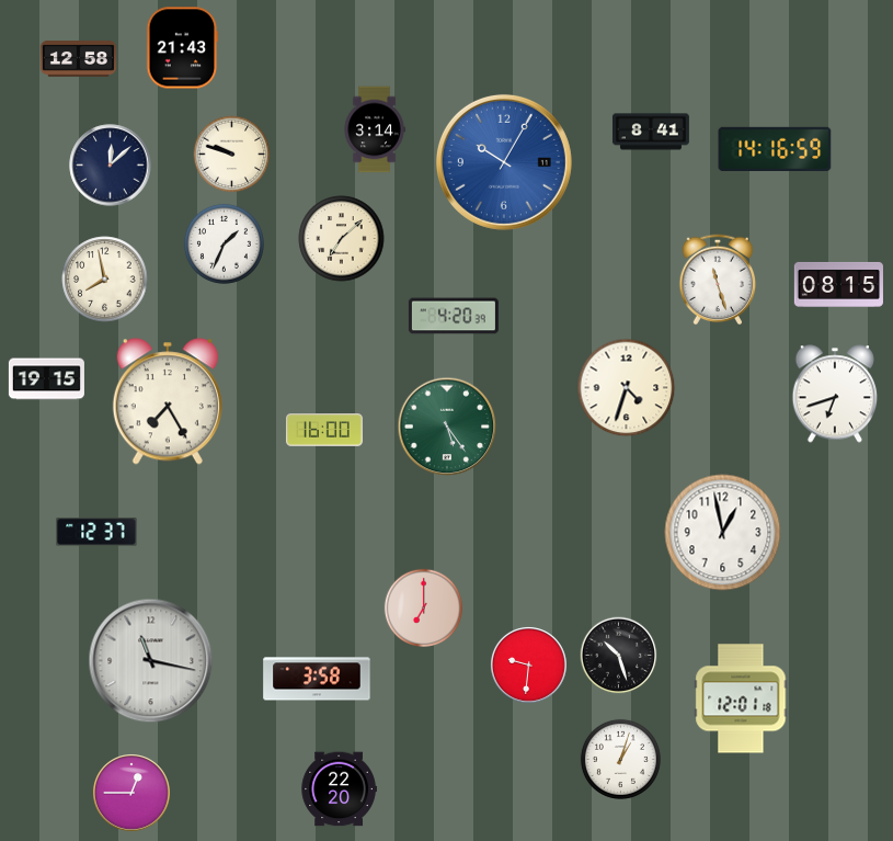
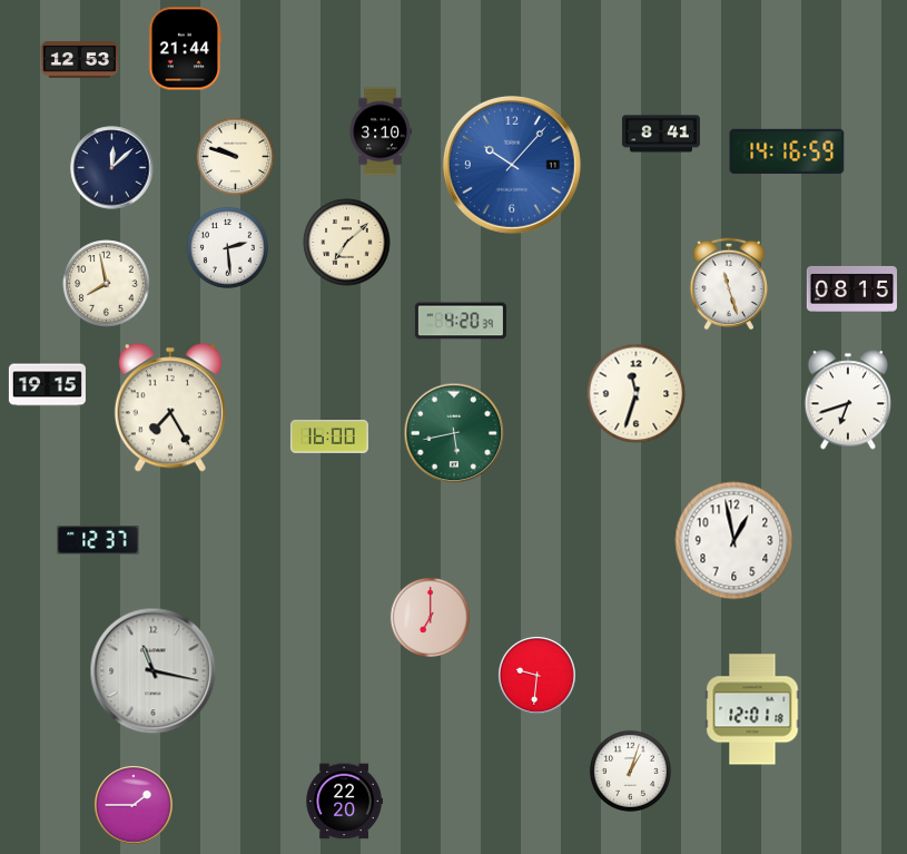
clock at (183, 48): 21:43 -> 21:44
clock at (78, 59): 12:58 -> 12:53
clock at (375, 129): 3:14 -> 3:10
clock at (504, 162): 10:05 -> 10:07
clock at (224, 243): 1:34 -> 2:29
clock at (627, 388): 4:33 -> 11:33
clock at (447, 427): 5:24 -> 5:43
clock at (619, 656): 10:27 -> none
clock at (317, 679): 3:58 -> none
clock at (133, 794): 12:45 -> 1:45
